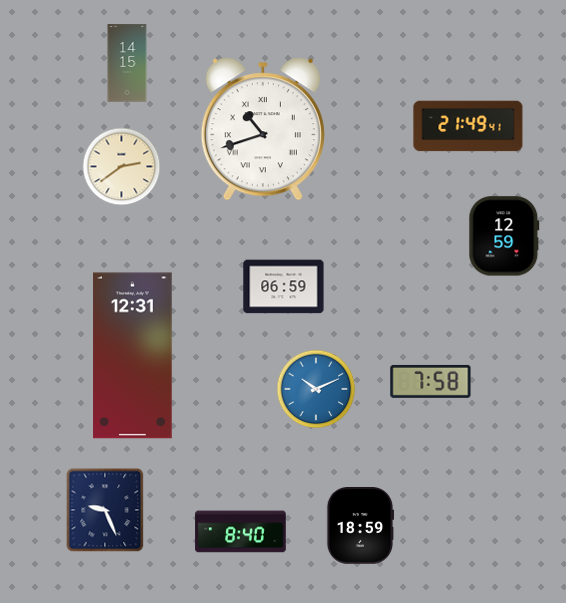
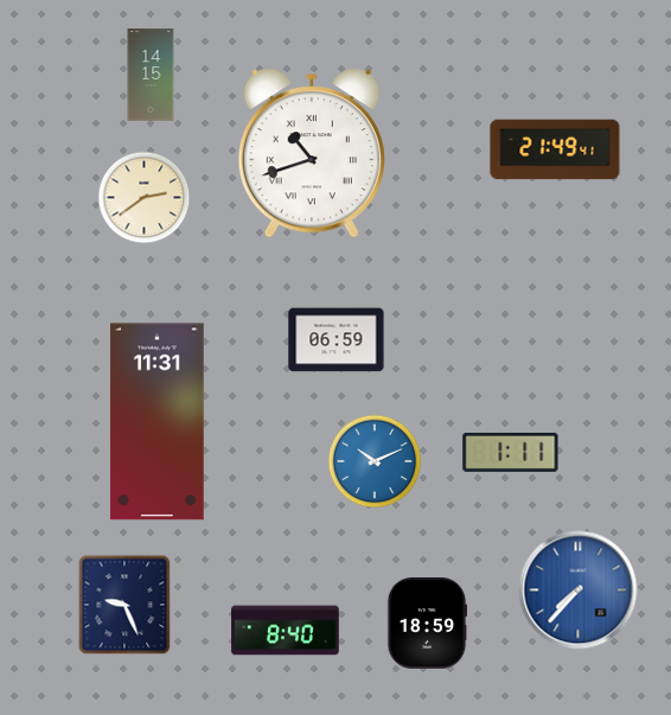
clock at (504, 236): 12:59 -> none
clock at (133, 356): 12:31 -> 11:31
clock at (431, 381): 7:58 -> 1:11
clock at (579, 590): none -> 7:37
